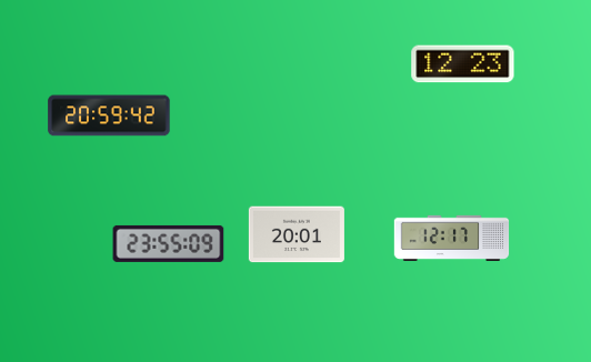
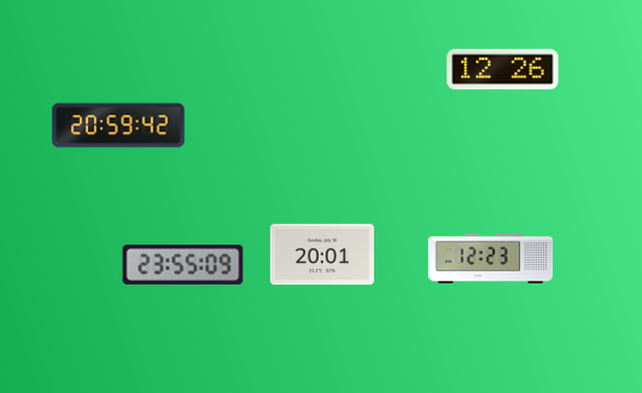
clock at (463, 64): 12:23 -> 12:26
clock at (452, 238): 12:17 -> 12:23
